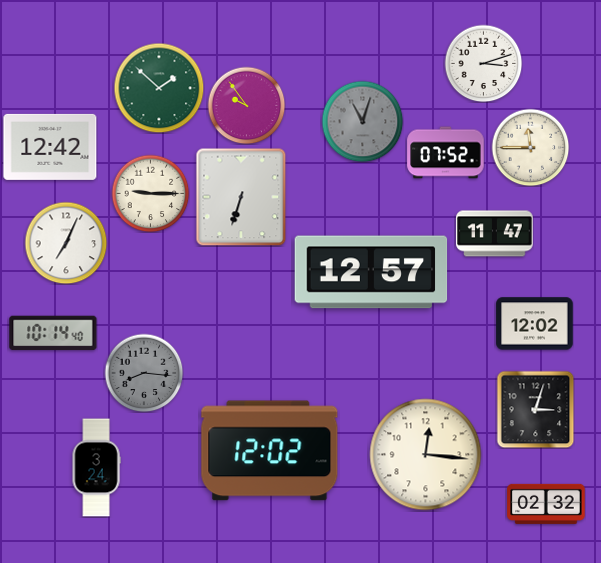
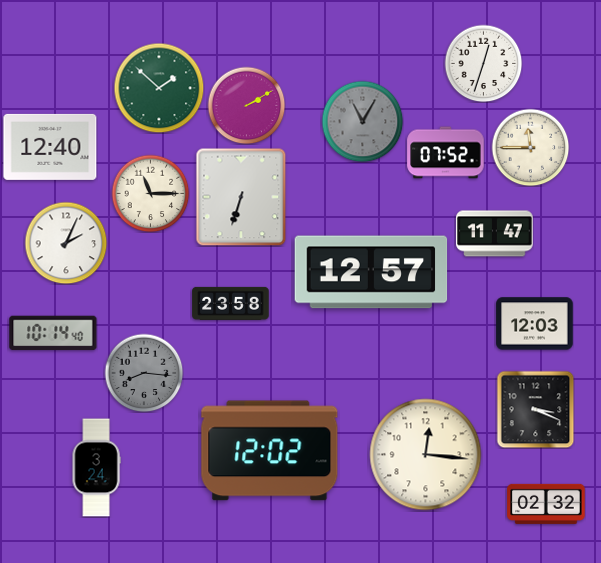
clock at (483, 63): 3:12 -> 12:33
clock at (246, 105): 9:54 -> 2:10
clock at (362, 121): 11:03 -> 11:05
clock at (50, 147): 12:42 -> 12:40
clock at (150, 193): 9:15 -> 11:15
clock at (66, 243): 7:04 -> 2:04
clock at (231, 303): none -> 23:58
clock at (535, 324): 12:02 -> 12:03
clock at (535, 409): 3:03 -> 3:19
